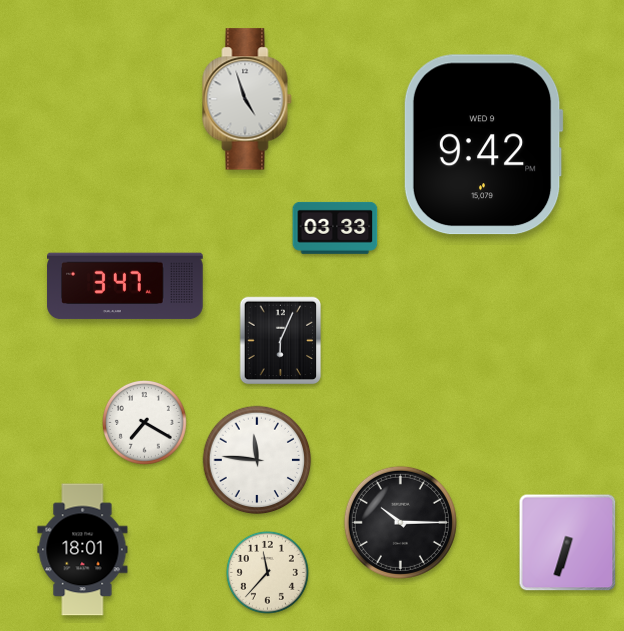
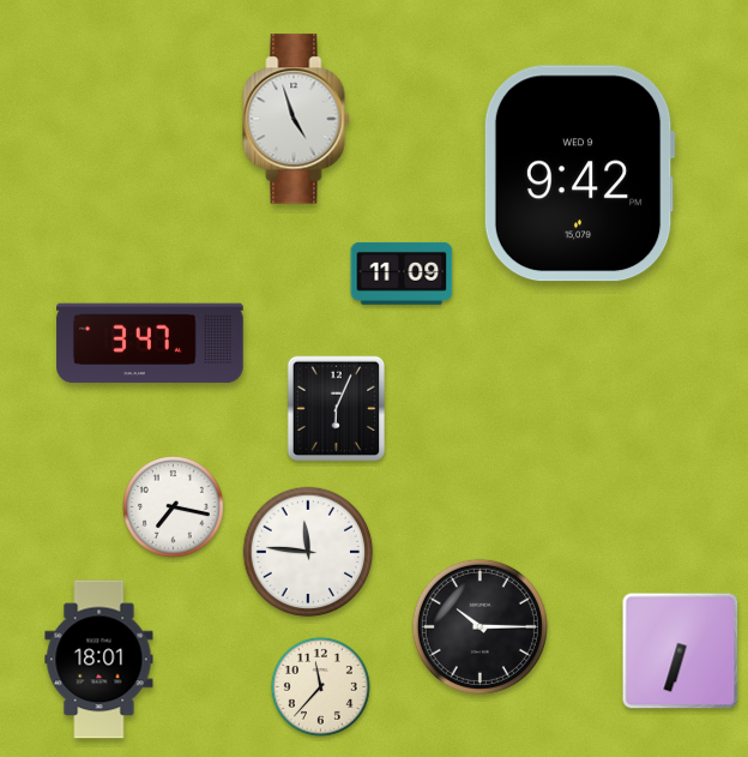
clock at (335, 228): 03:33 -> 11:09
clock at (145, 423): 7:20 -> 7:17
